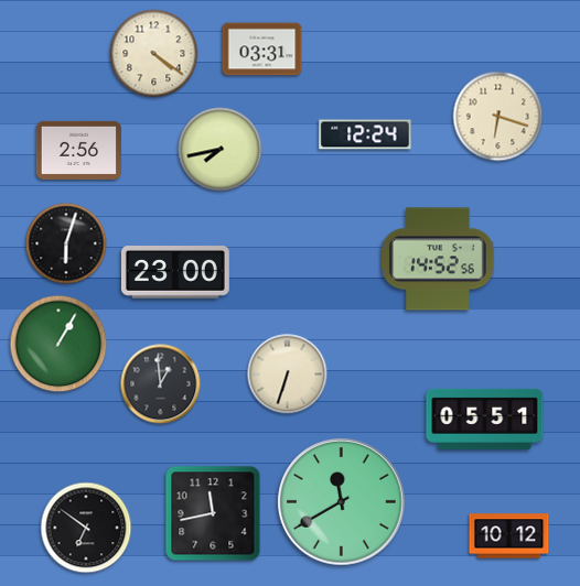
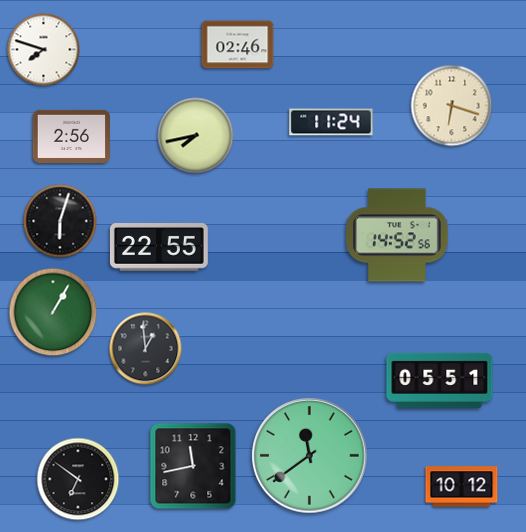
clock at (262, 50): 03:31 -> 02:46
clock at (154, 54): 4:21 -> none
clock at (44, 50): none -> 7:48
clock at (365, 134): 12:24 -> 11:24
clock at (221, 150) position: (221, 150) -> (196, 136)
clock at (175, 273): 23:00 -> 22:55
clock at (288, 375): 6:33 -> none
clock at (342, 502): 11:40 -> 11:39
